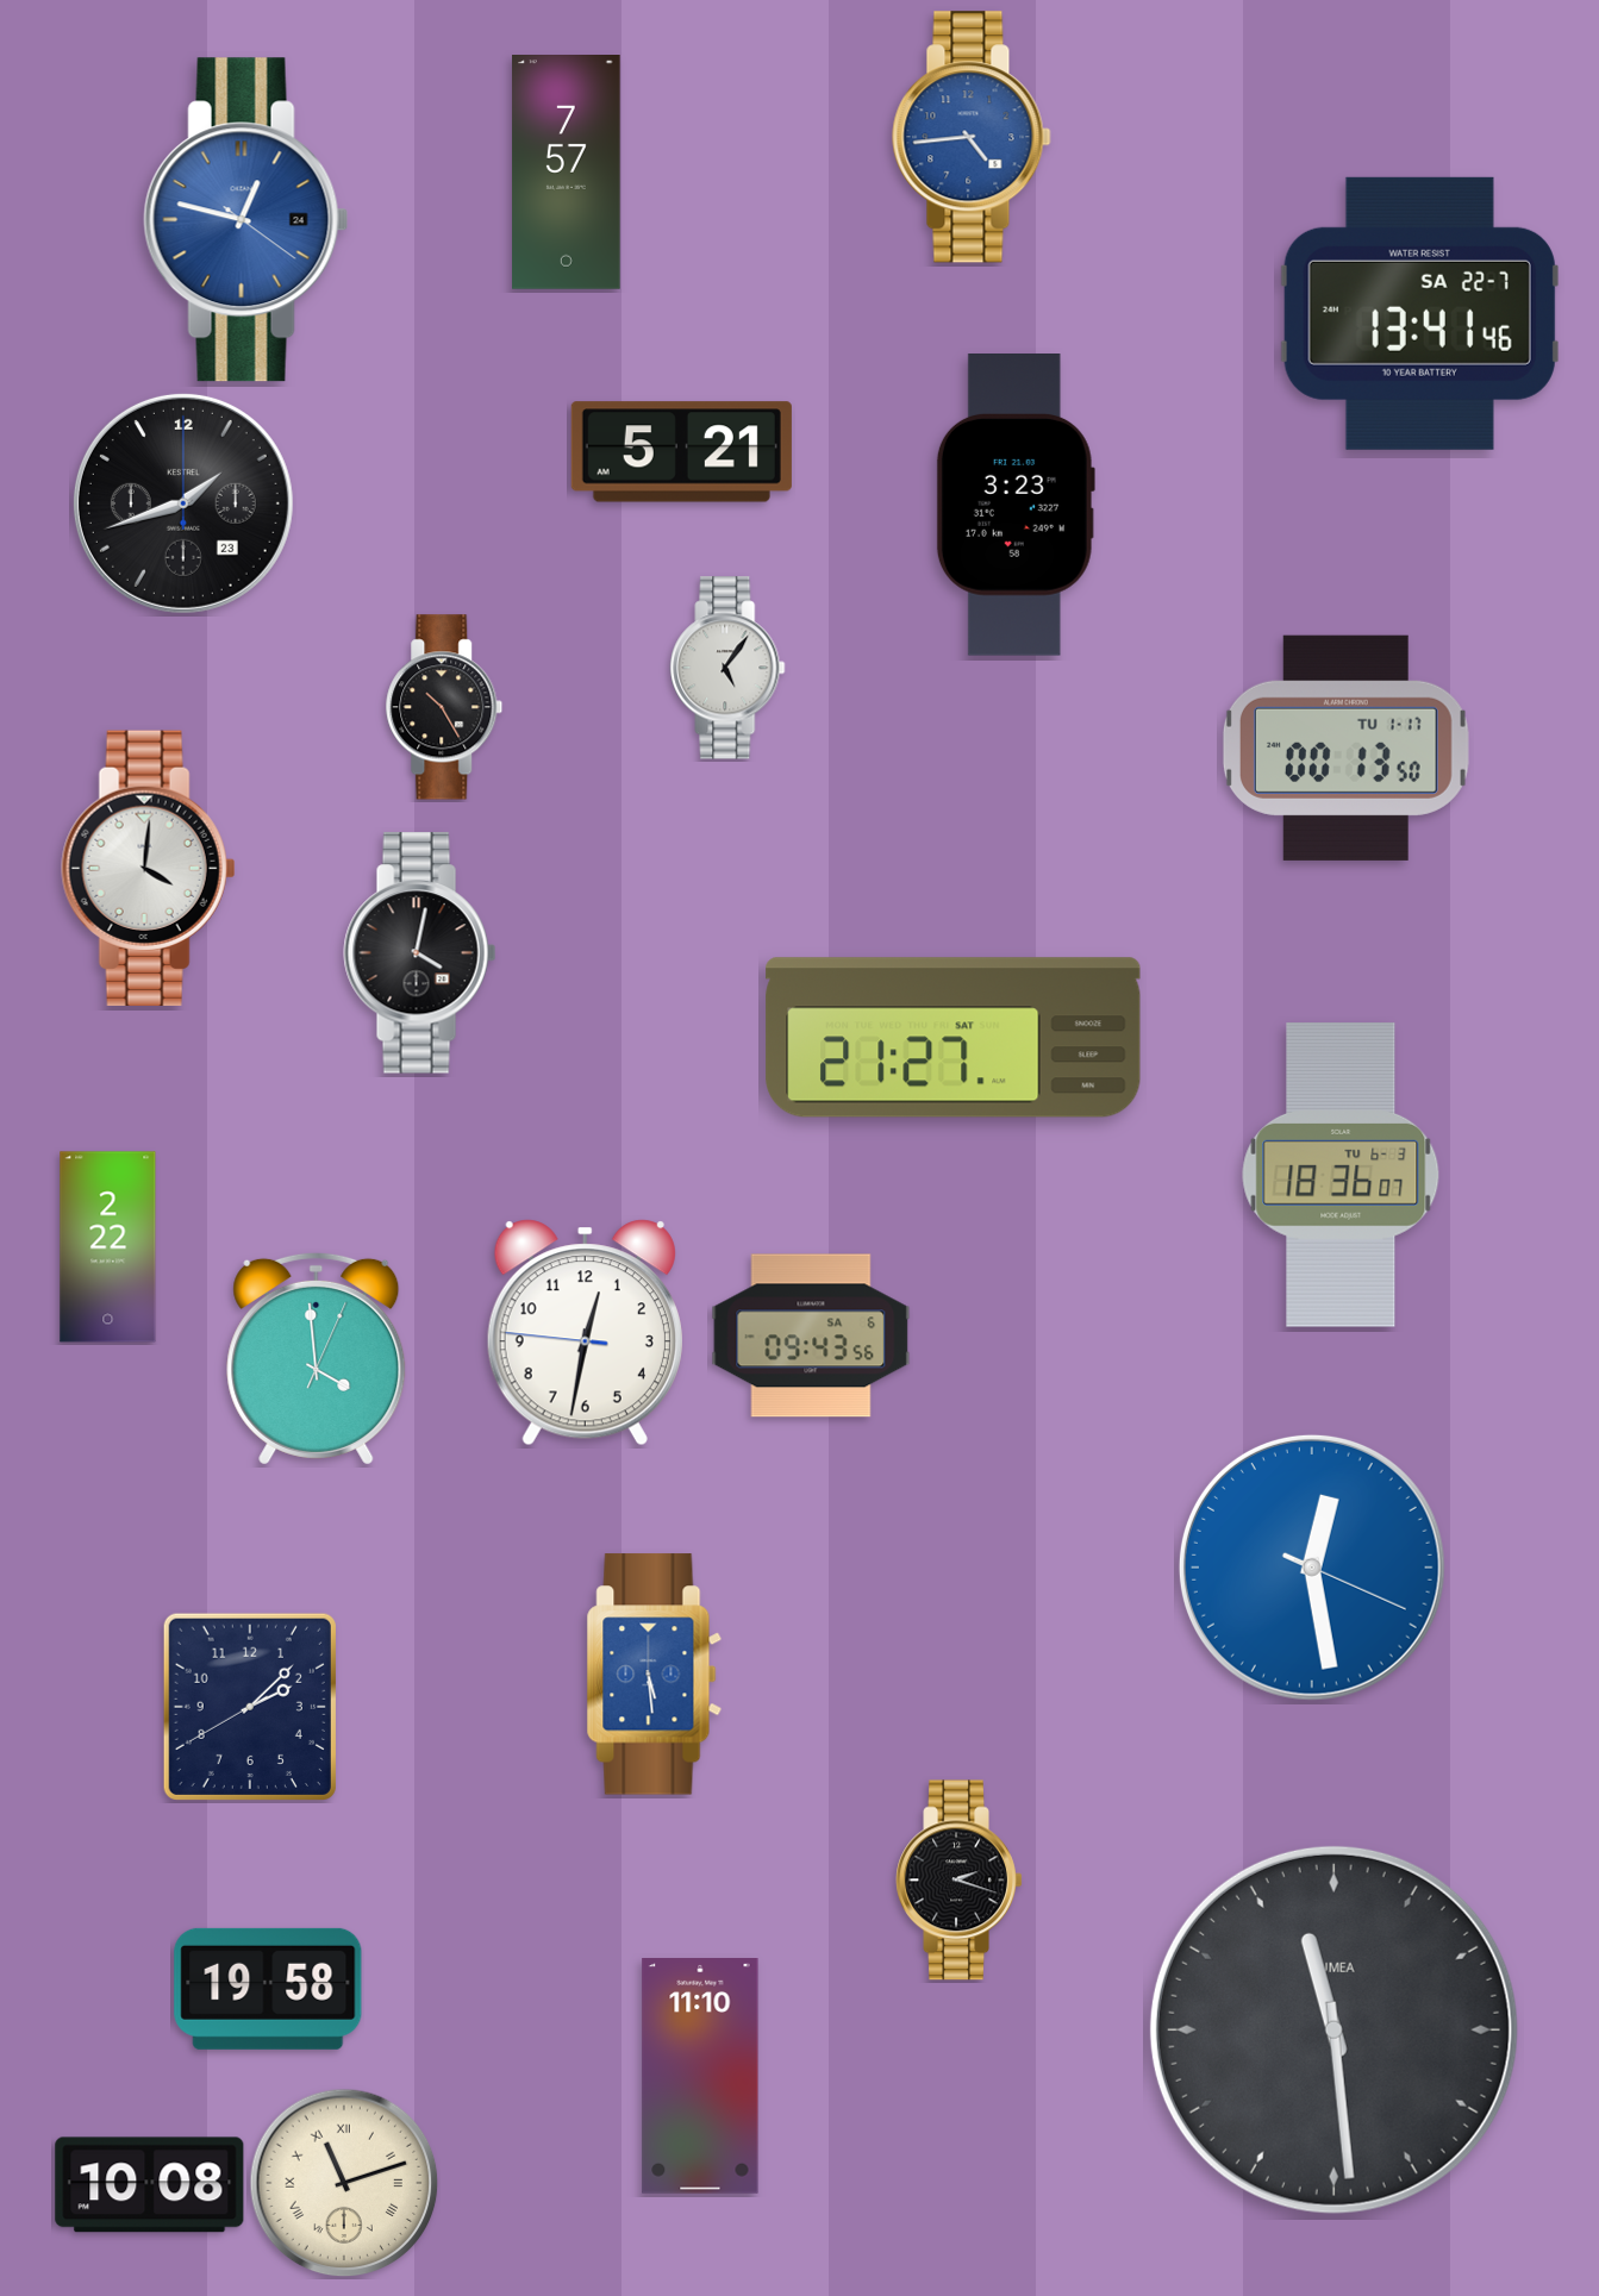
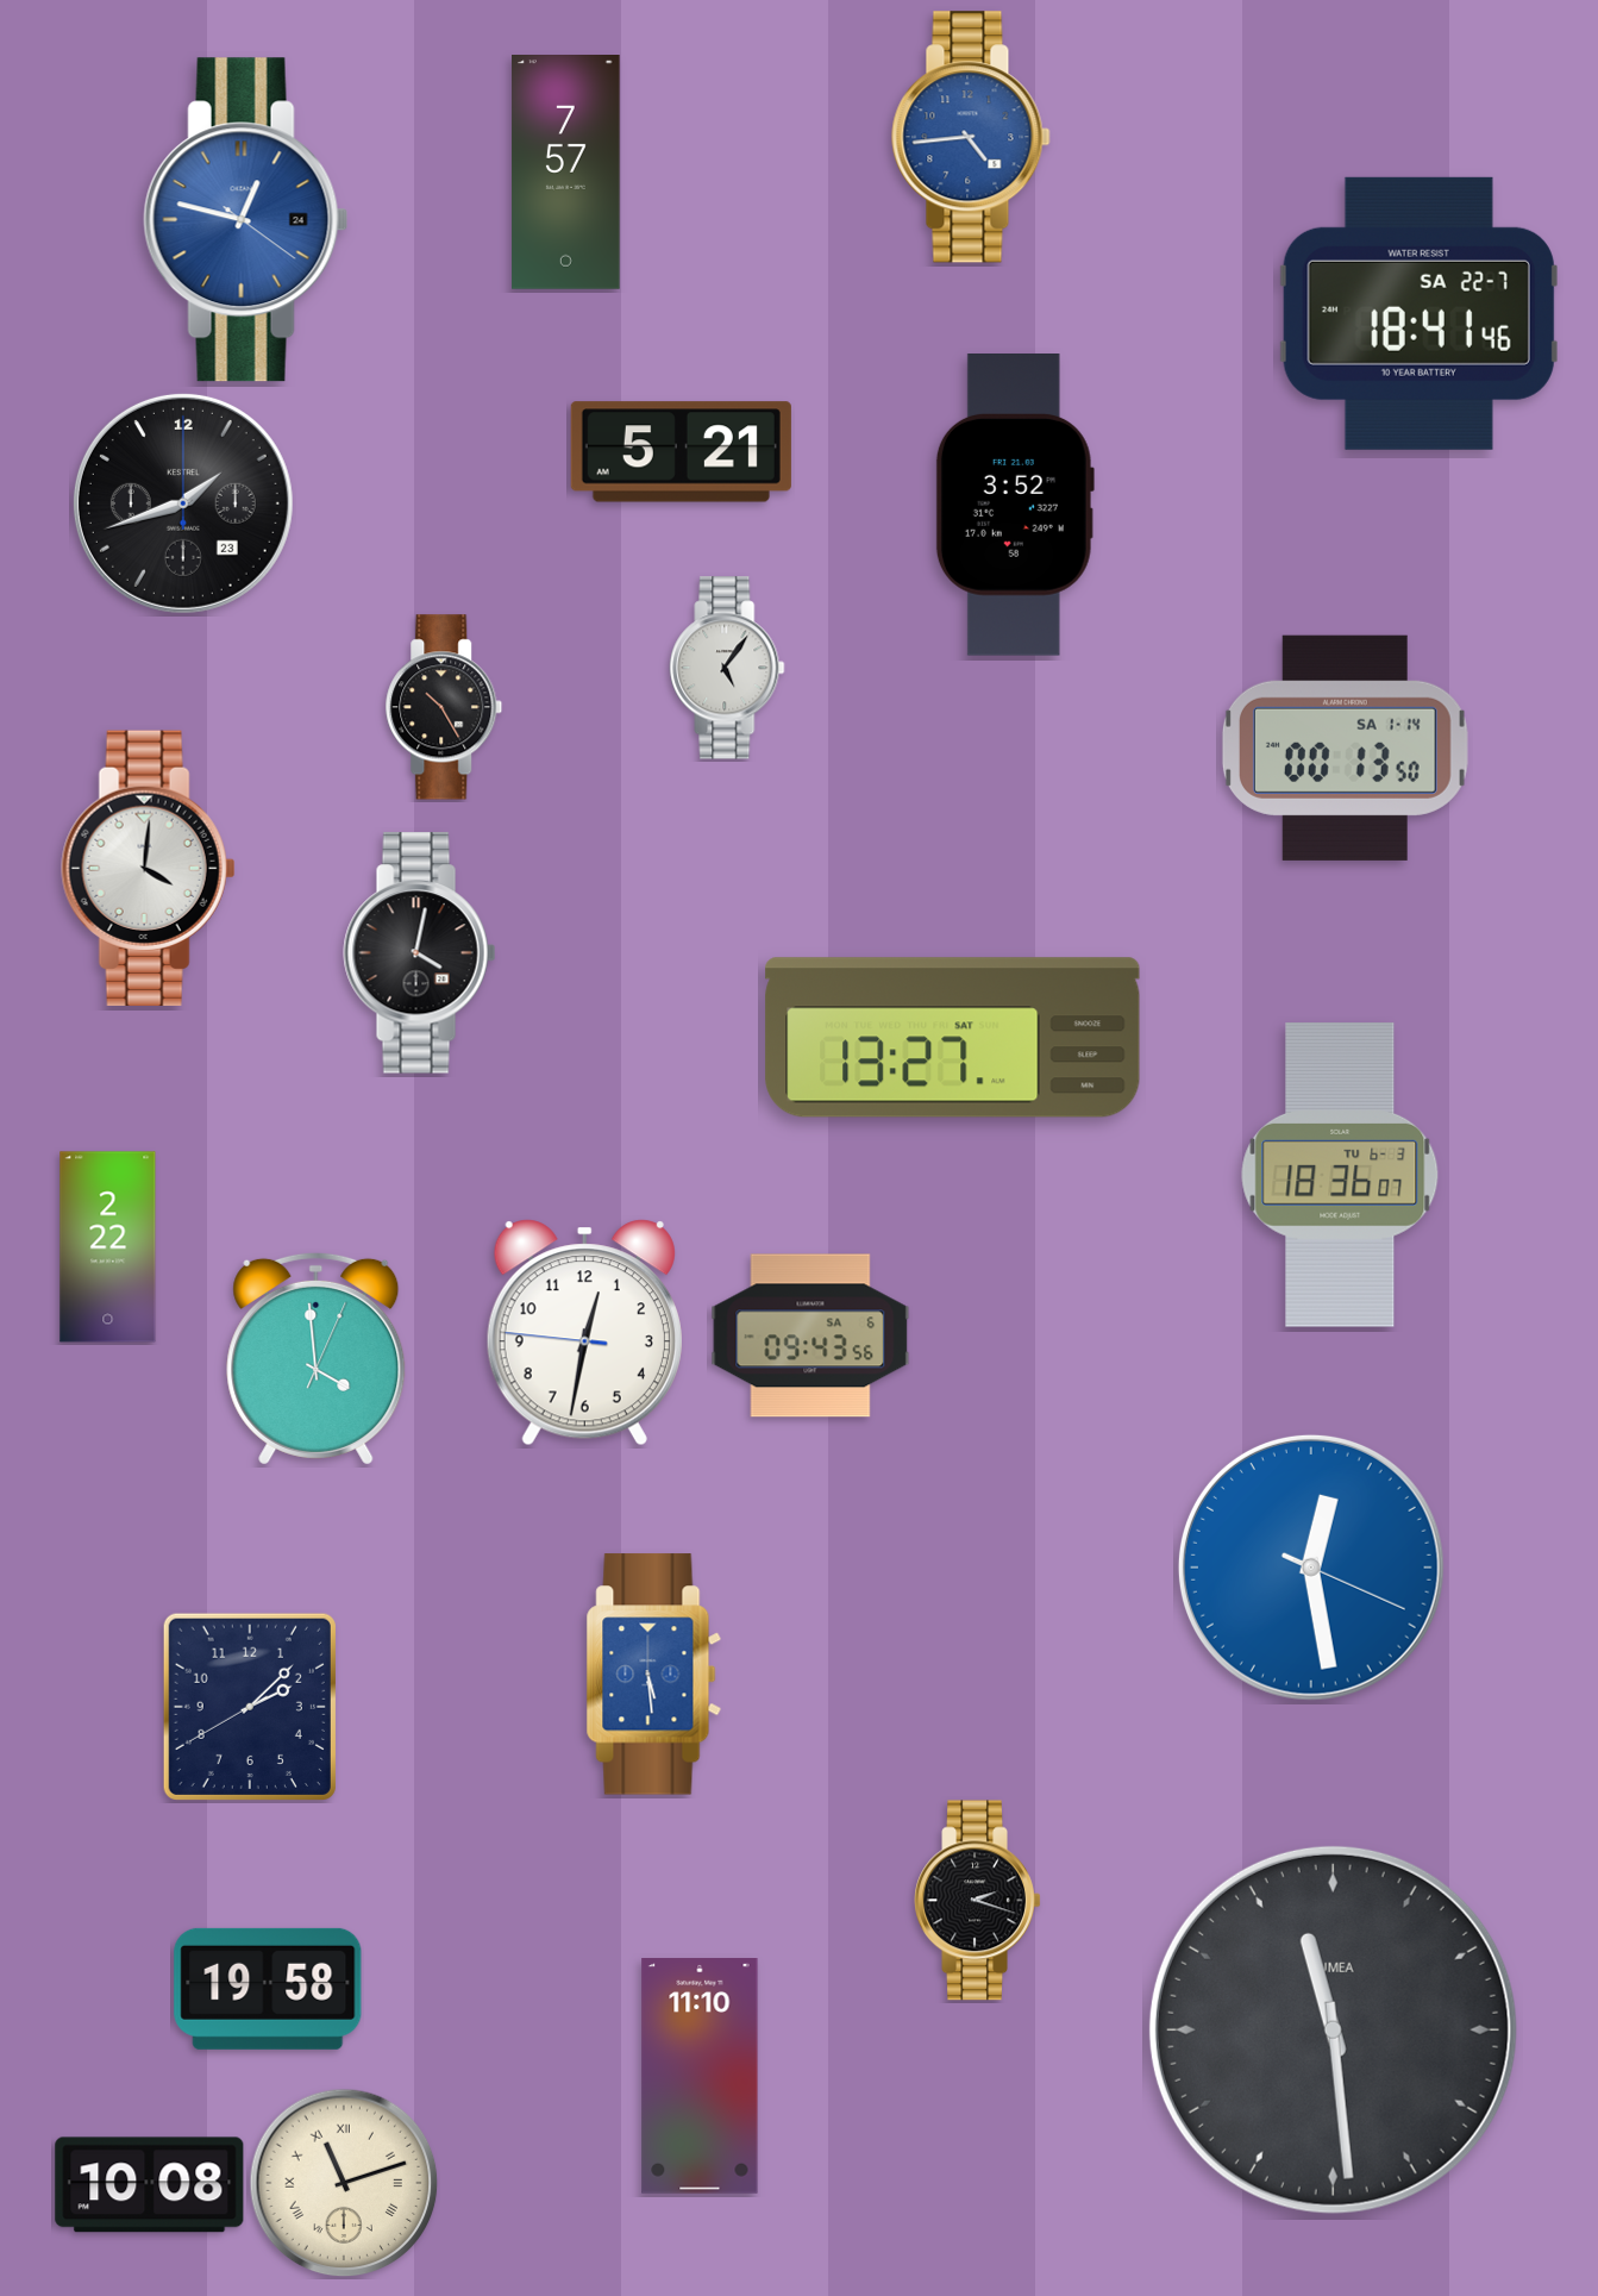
clock at (1419, 313): 13:41 -> 18:41
clock at (1016, 506): 3:23 -> 3:52
clock at (1345, 747) date: TU 1-17 -> SA 1-14
clock at (954, 1038): 21:27 -> 13:27
clock at (960, 1881) position: (960, 1881) -> (978, 1901)
